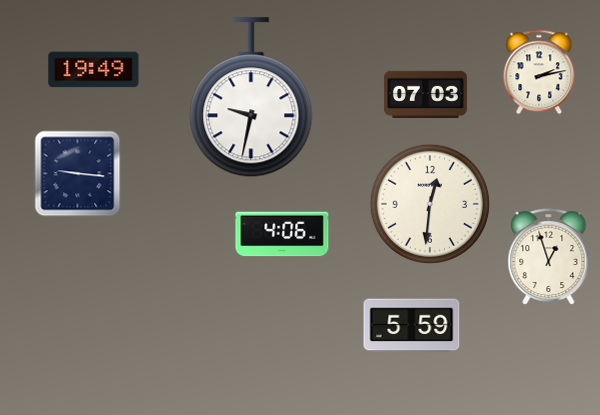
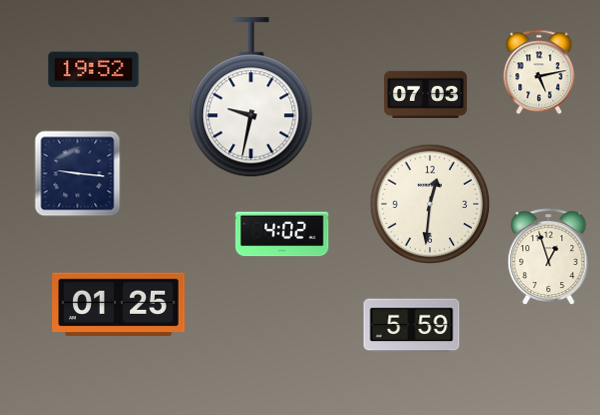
clock at (94, 70): 19:49 -> 19:52
clock at (539, 72): 2:13 -> 5:13
clock at (282, 234): 4:06 -> 4:02
clock at (119, 305): none -> 01:25
